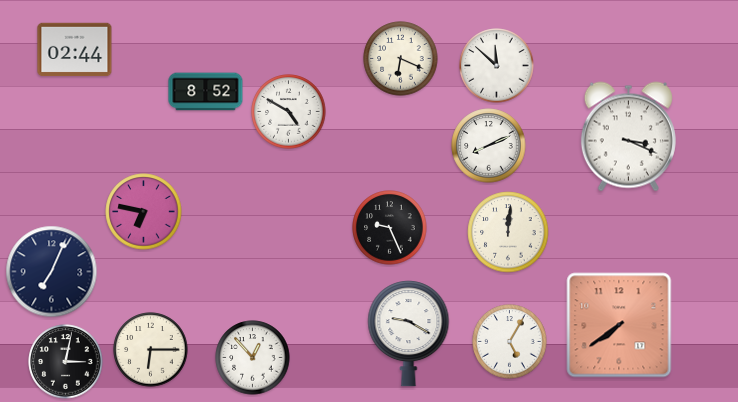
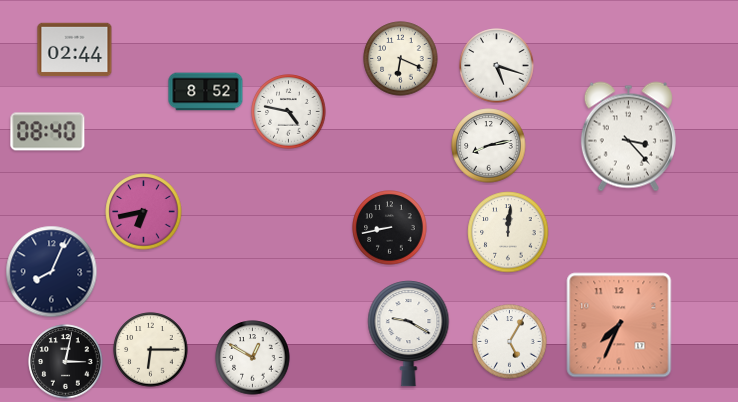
clock at (497, 66): 11:52 -> 5:18
clock at (289, 112): 4:50 -> 4:47
clock at (48, 132): none -> 08:40
clock at (628, 137): 3:19 -> 3:23
clock at (489, 146): 8:11 -> 8:13
clock at (144, 212): 6:47 -> 6:43
clock at (390, 228): 9:26 -> 8:43
clock at (52, 272): 7:04 -> 8:04
clock at (619, 325): 7:39 -> 7:34
clock at (253, 358): 12:53 -> 12:50
